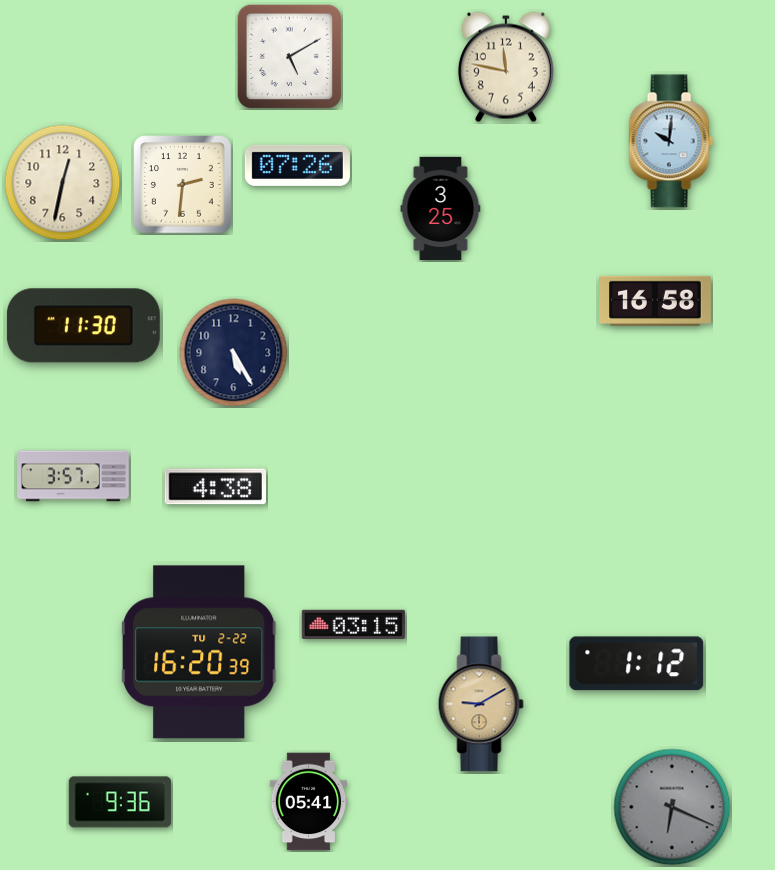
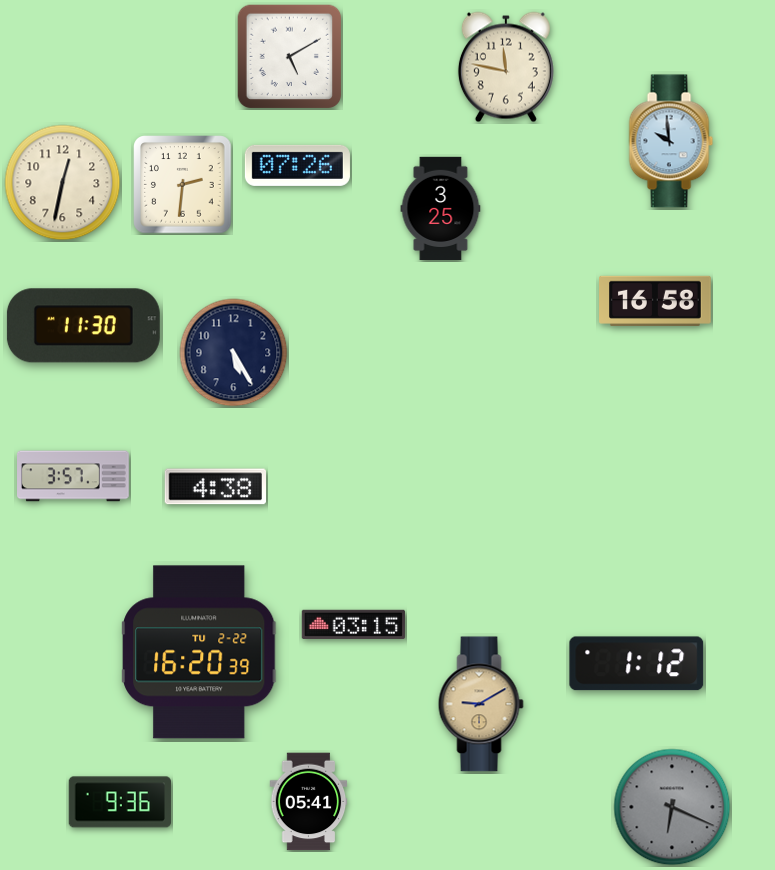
clock at (671, 141): 10:01 -> 9:59
